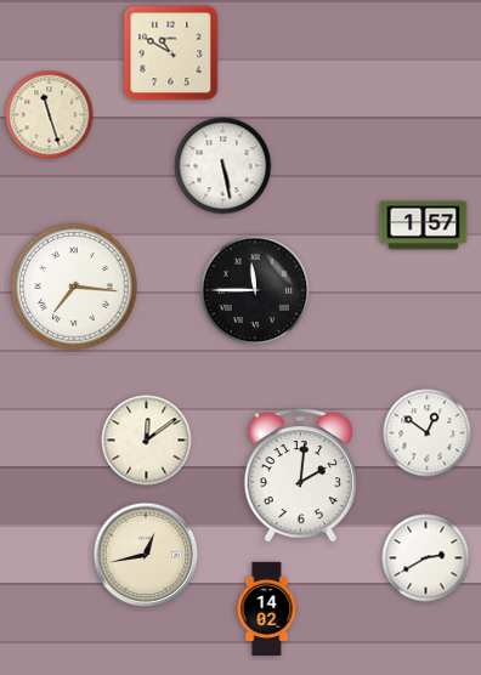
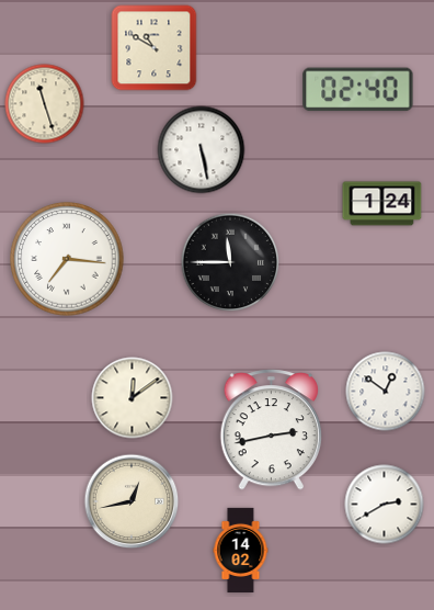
clock at (358, 90): none -> 02:40
clock at (424, 226): 1:57 -> 1:24
clock at (300, 476): 2:01 -> 2:43
